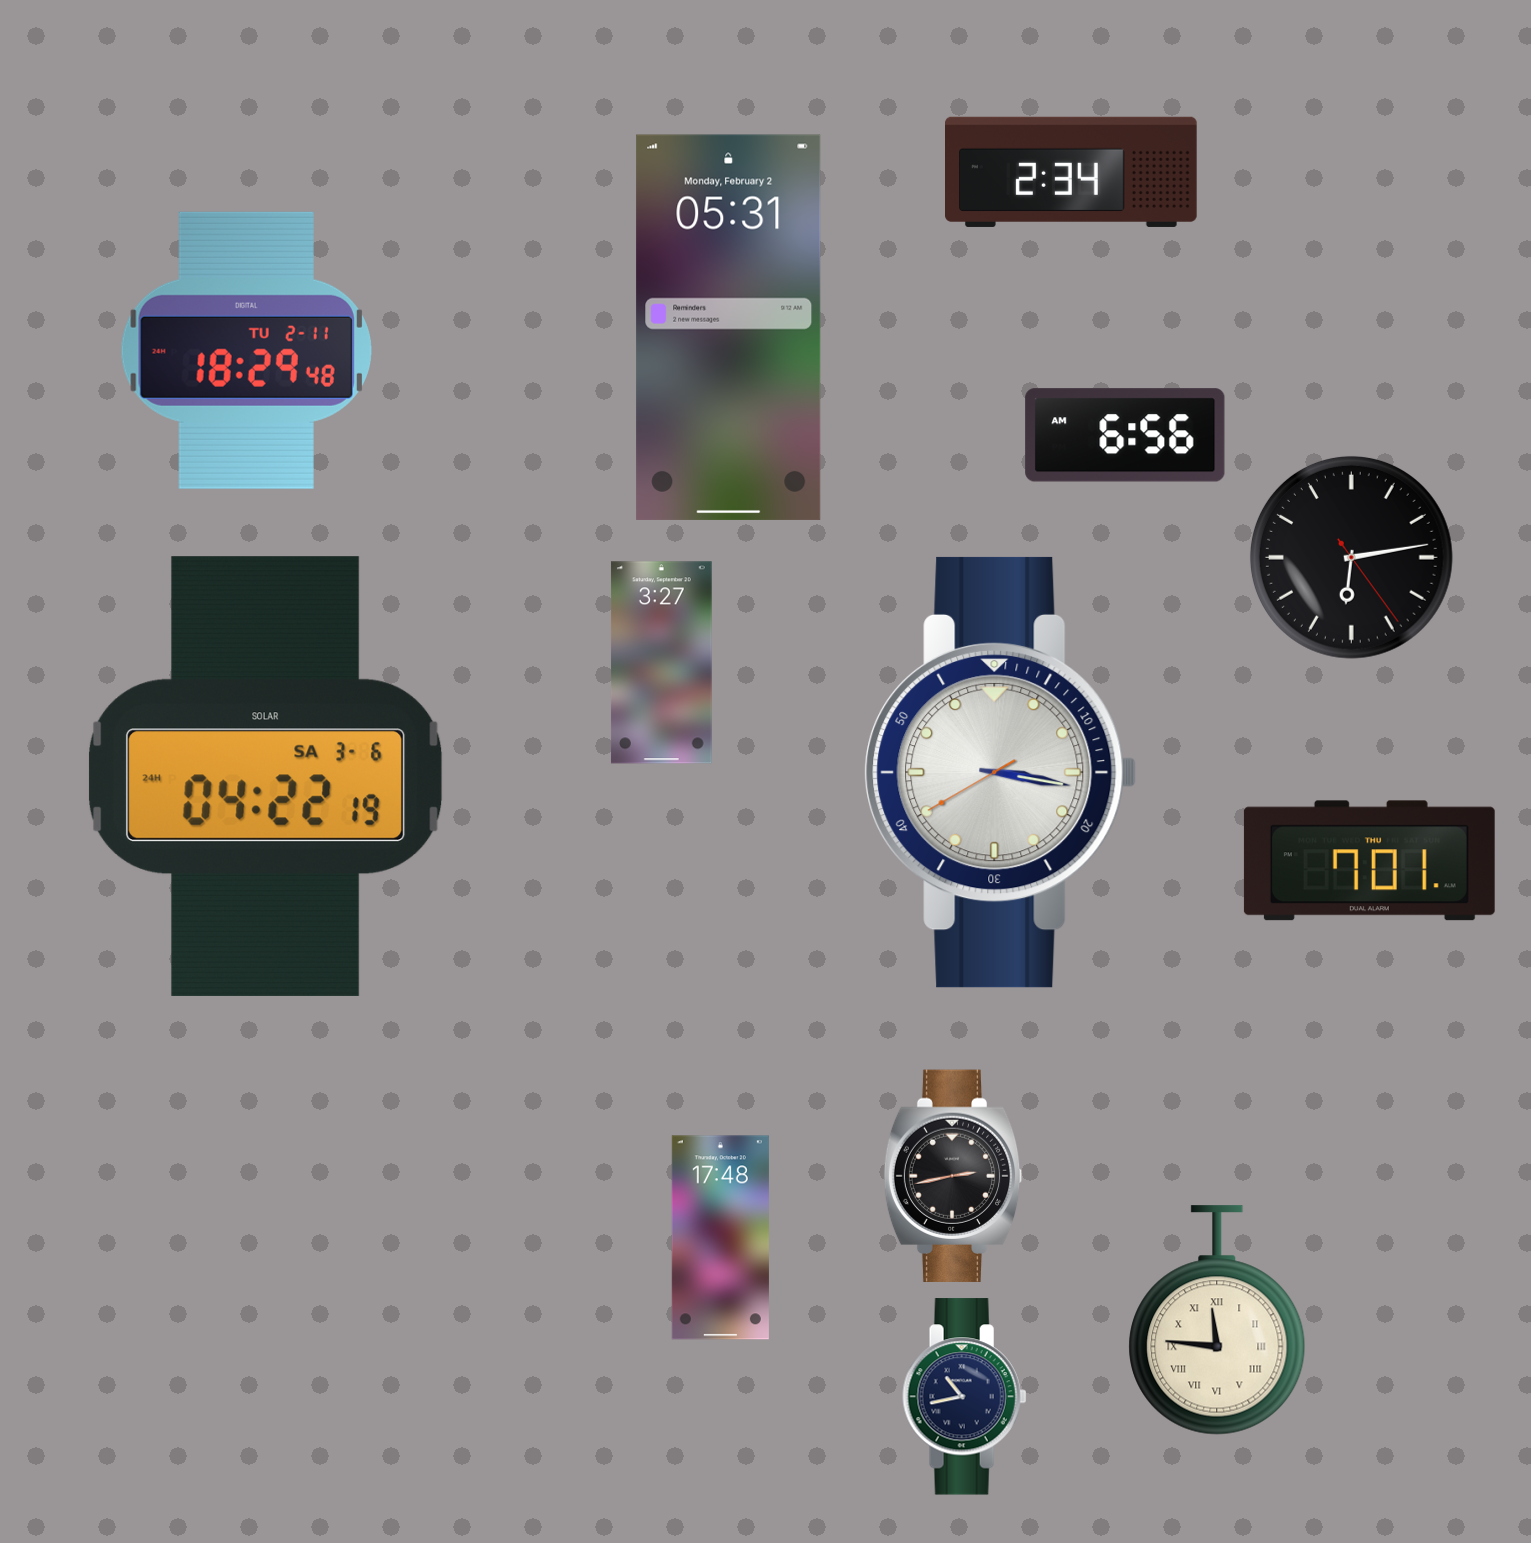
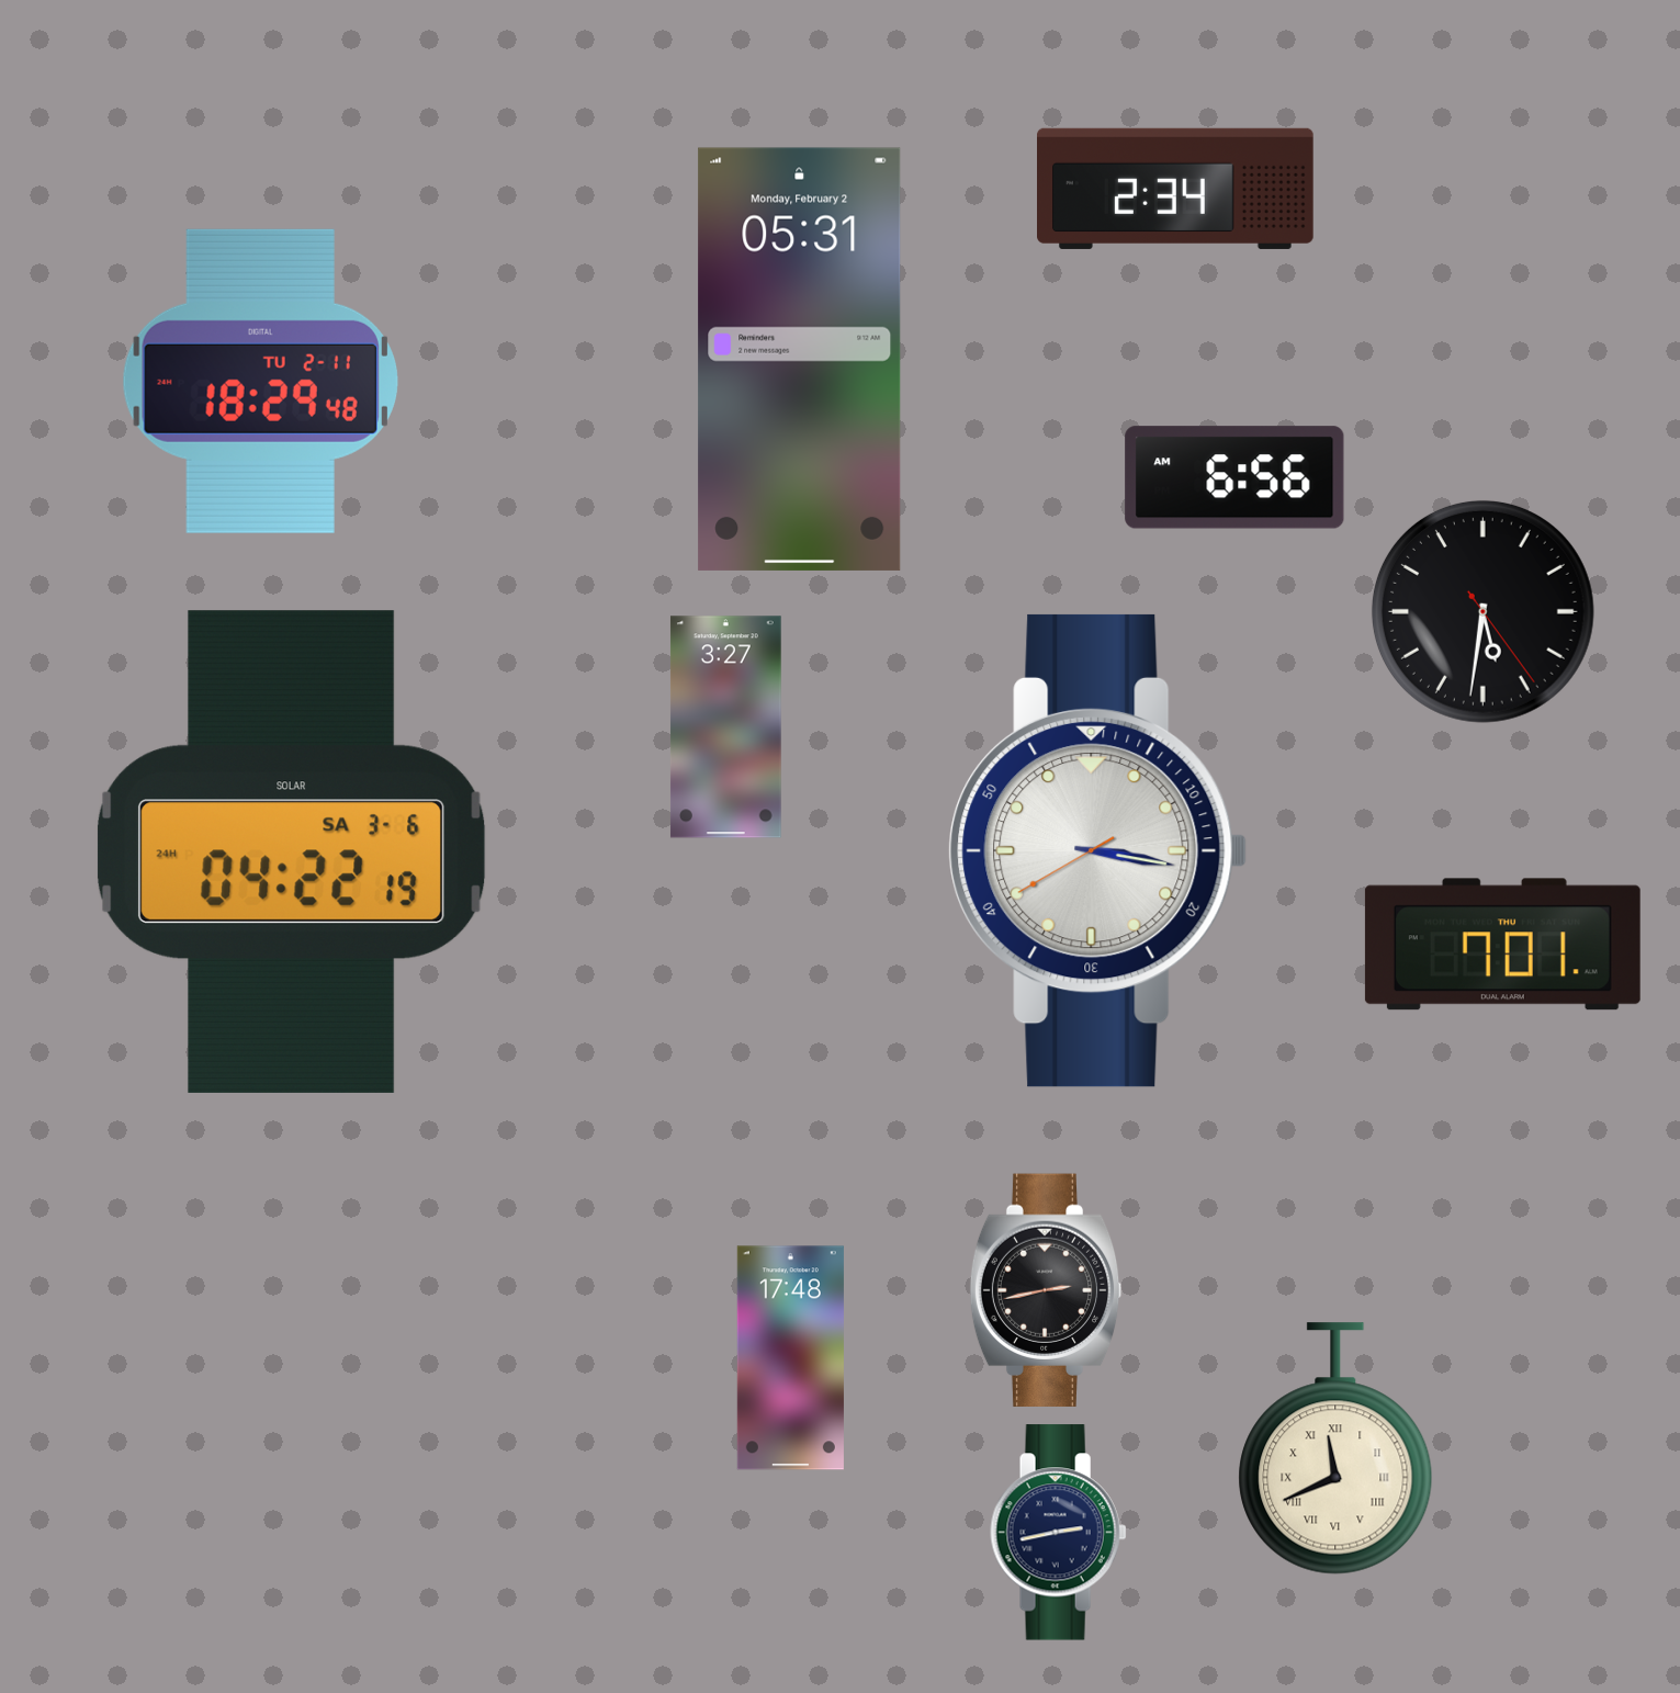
clock at (246, 350) position: (246, 350) -> (260, 381)
clock at (1351, 557): 6:13 -> 5:31
clock at (1001, 772) position: (1001, 772) -> (1098, 850)
clock at (1217, 1320): 11:46 -> 11:41
clock at (965, 1397): 10:43 -> 2:43
